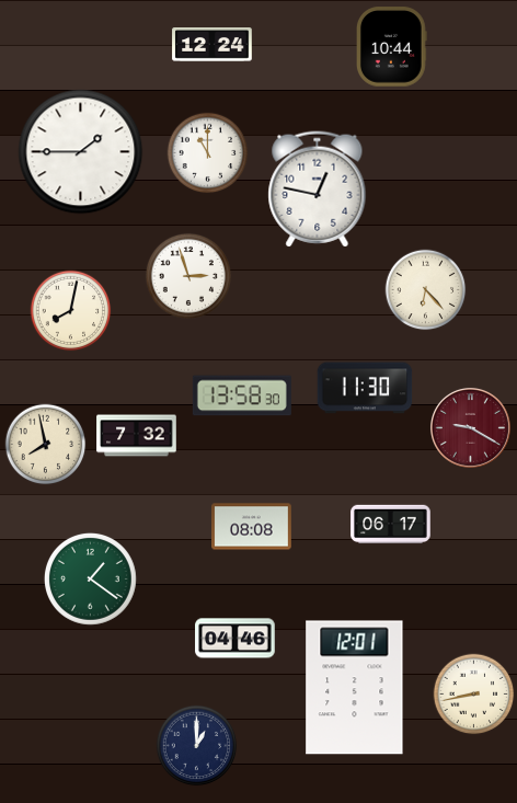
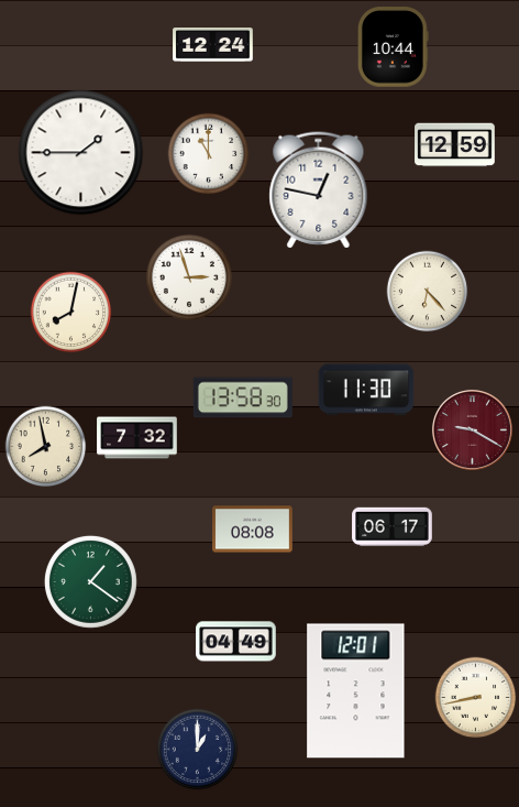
clock at (455, 145): none -> 12:59
clock at (235, 639): 04:46 -> 04:49
